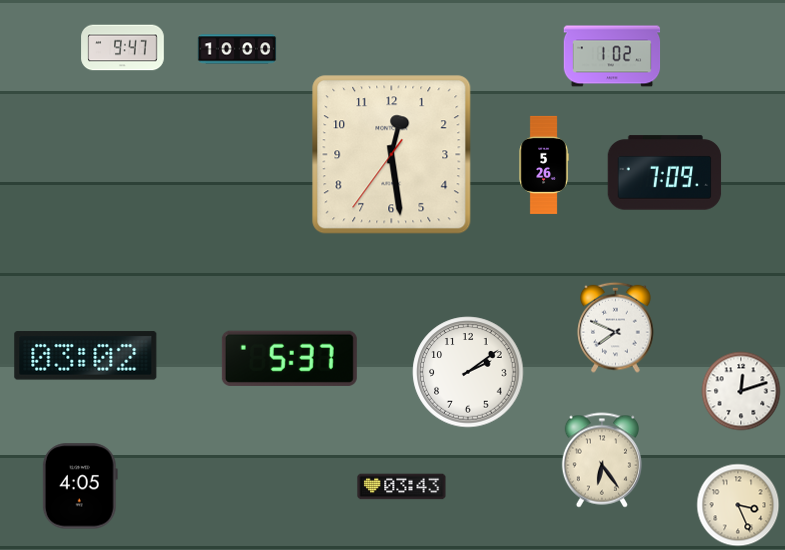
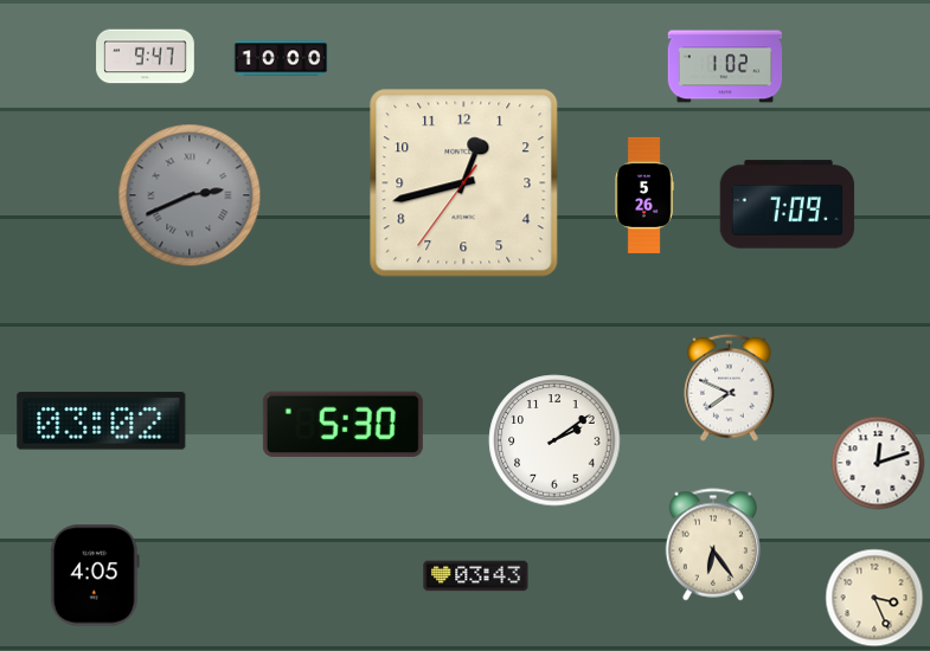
clock at (392, 155): 12:28 -> 12:42
clock at (190, 195): none -> 2:41
clock at (289, 358): 5:37 -> 5:30
